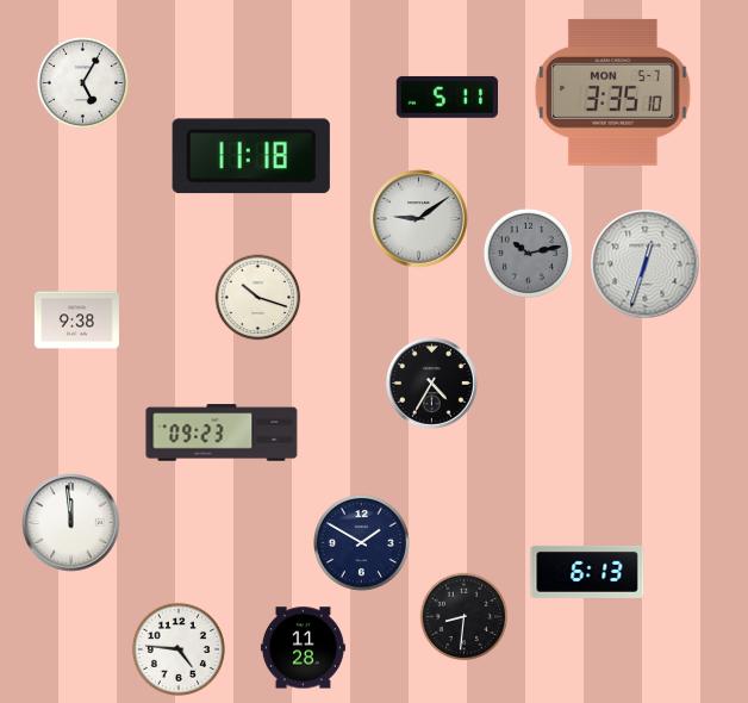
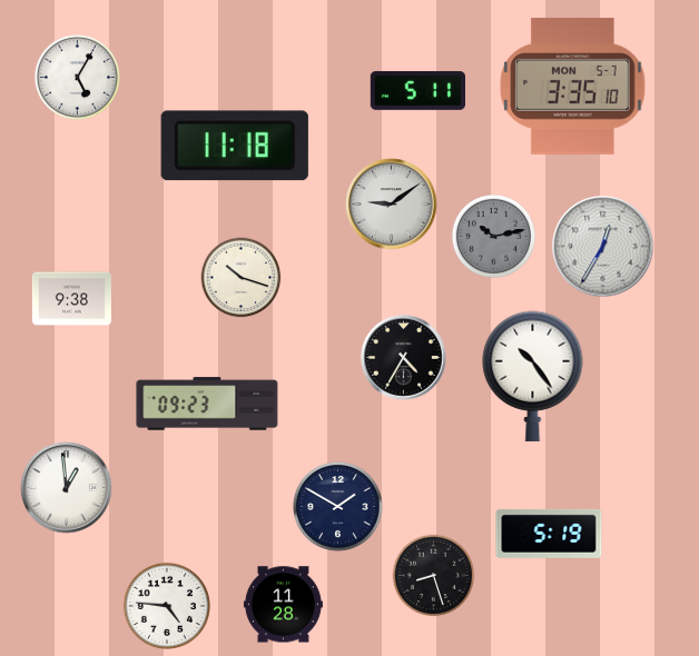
clock at (646, 265): 12:33 -> 12:35
clock at (533, 376): none -> 10:24
clock at (71, 523): 11:59 -> 12:59
clock at (587, 572): 6:13 -> 5:19
clock at (465, 617): 8:31 -> 8:27
